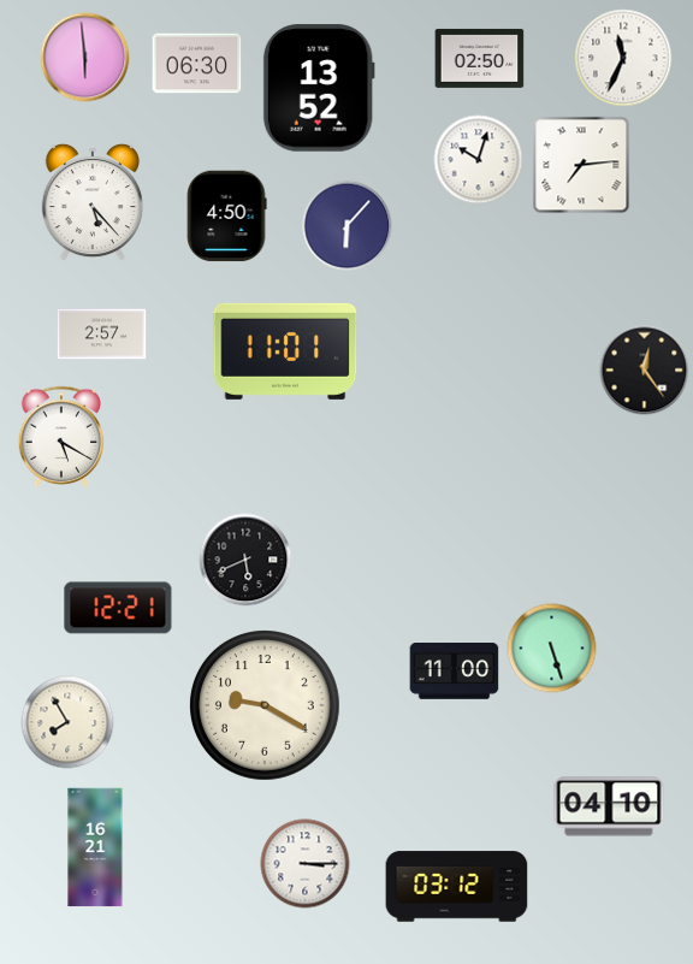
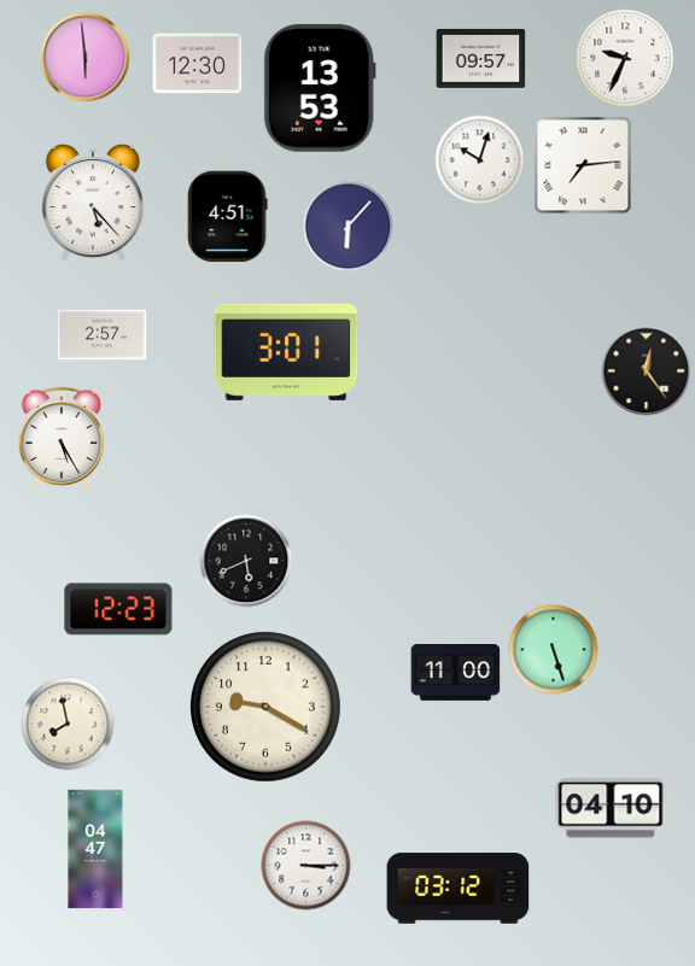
clock at (480, 58): 02:50 -> 09:57
clock at (623, 58): 11:34 -> 9:34
clock at (197, 64): 06:30 -> 12:30
clock at (319, 88): 13:52 -> 13:53
clock at (226, 217): 4:50 -> 4:51
clock at (285, 351): 11:01 -> 3:01
clock at (61, 436): 5:20 -> 5:25
clock at (118, 608): 12:21 -> 12:23
clock at (67, 722): 7:55 -> 7:58
clock at (95, 847): 16:21 -> 04:47
